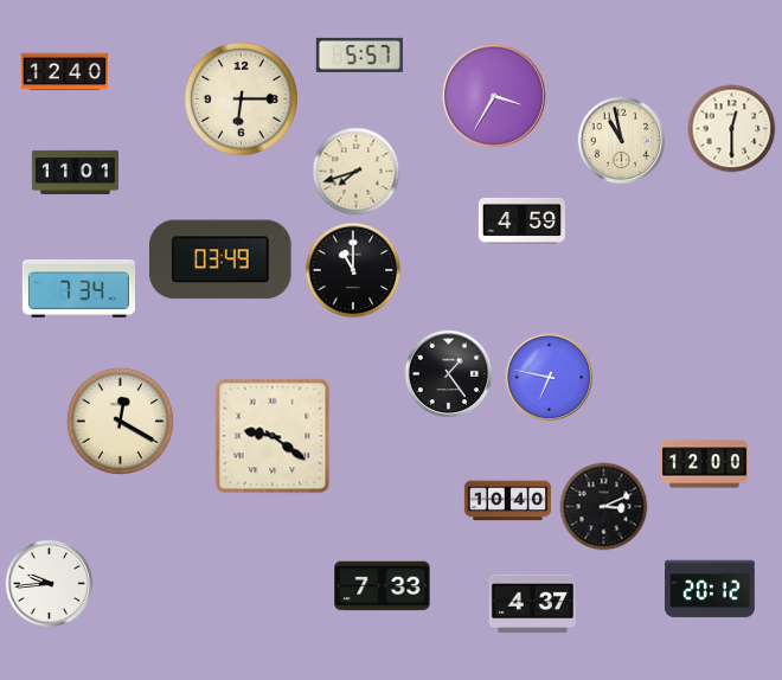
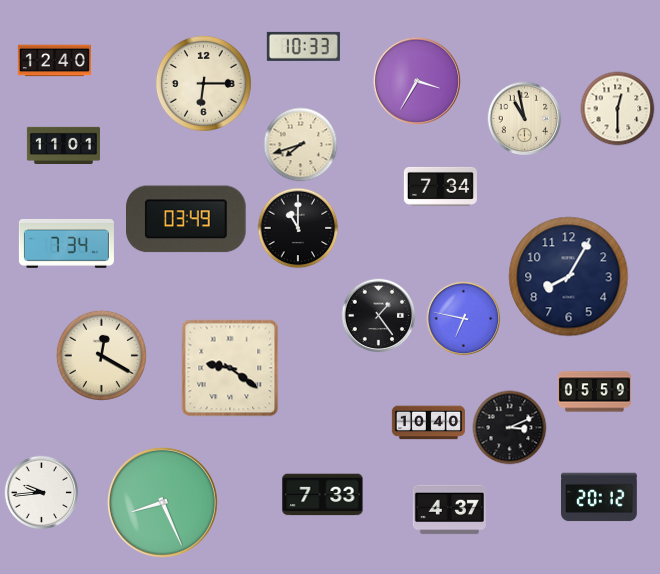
clock at (359, 54): 5:57 -> 10:33
clock at (521, 220): 4:59 -> 7:34
clock at (569, 277): none -> 8:05
clock at (704, 464): 12:00 -> 05:59
clock at (162, 502): none -> 8:26
